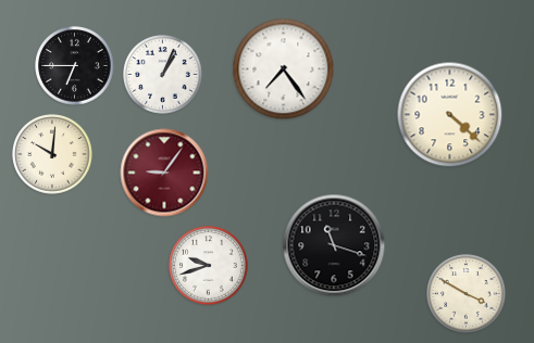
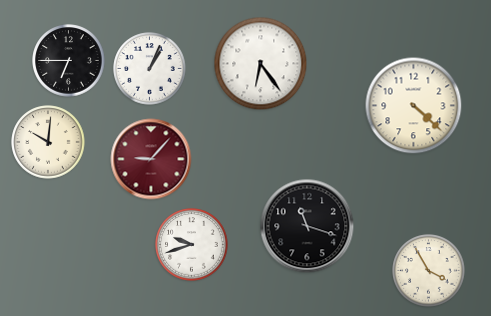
clock at (284, 69): 7:24 -> 6:24
clock at (164, 173): 9:06 -> 9:07
clock at (467, 294): 3:50 -> 3:55
